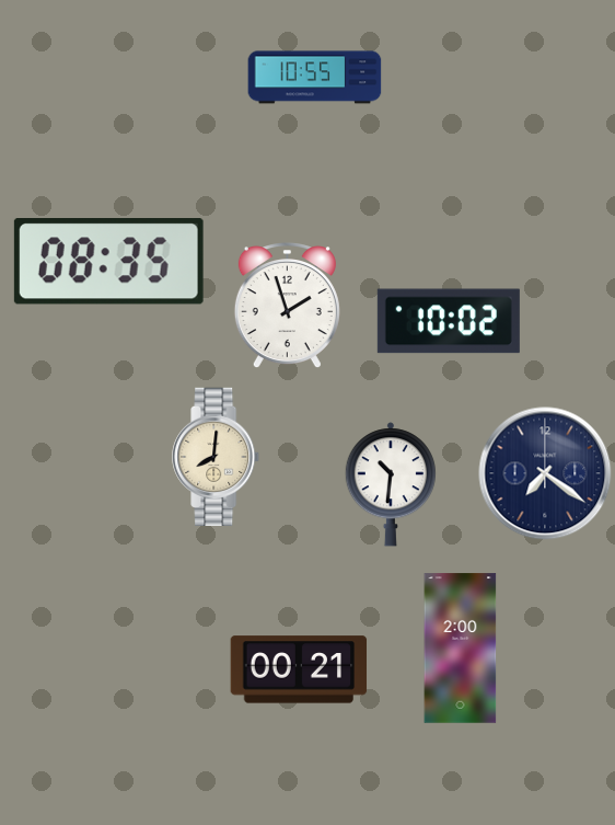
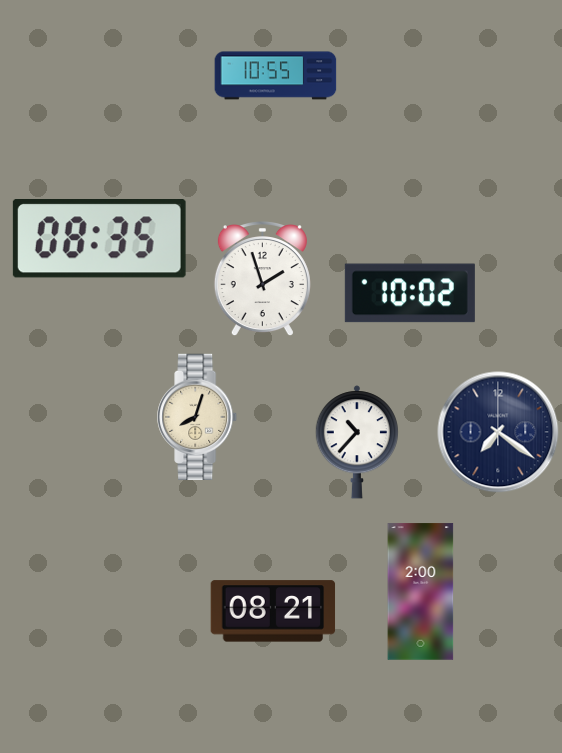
clock at (315, 78) position: (315, 78) -> (276, 76)
clock at (217, 456): 8:01 -> 8:03
clock at (390, 484): 10:31 -> 10:37
clock at (299, 669): 00:21 -> 08:21
